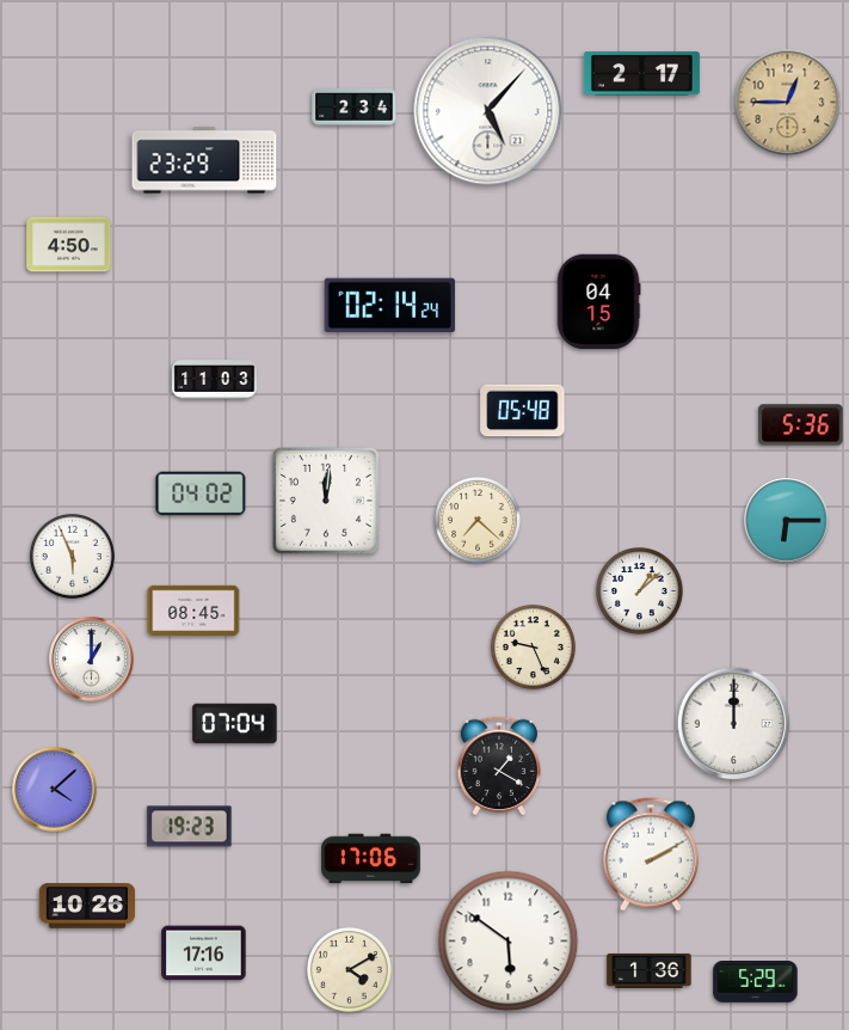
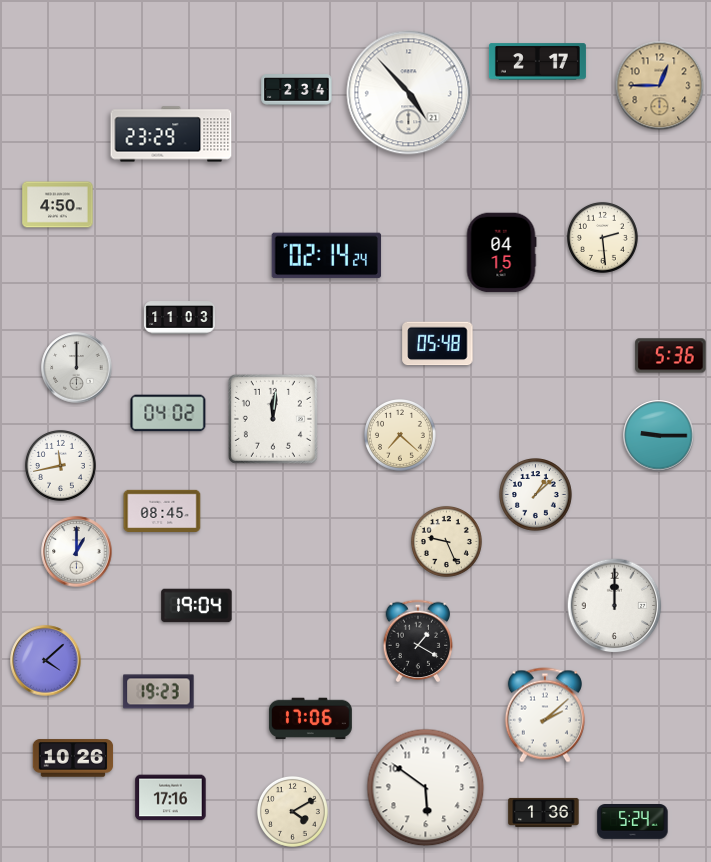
clock at (488, 111): 5:07 -> 4:53
clock at (602, 237): none -> 2:29
clock at (77, 368): none -> 12:00
clock at (787, 521): 6:15 -> 9:15
clock at (72, 556): 5:56 -> 11:43
clock at (235, 724): 07:04 -> 19:04
clock at (651, 854): 2:10 -> 2:08
clock at (756, 982): 5:29 -> 5:24
